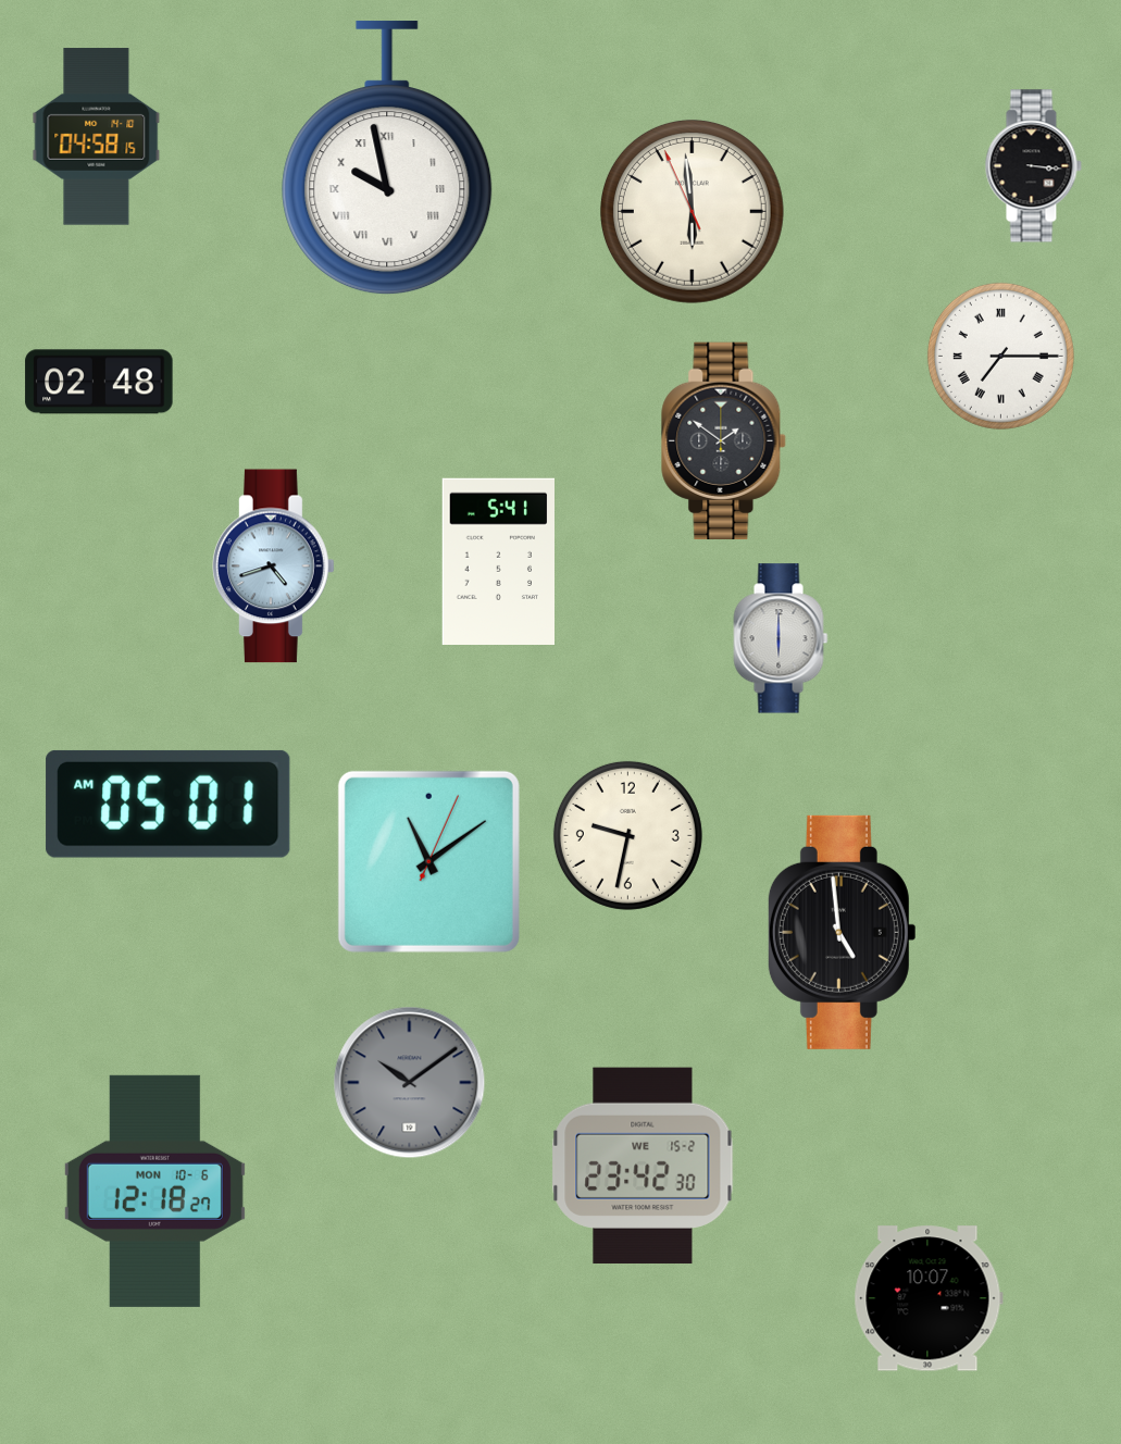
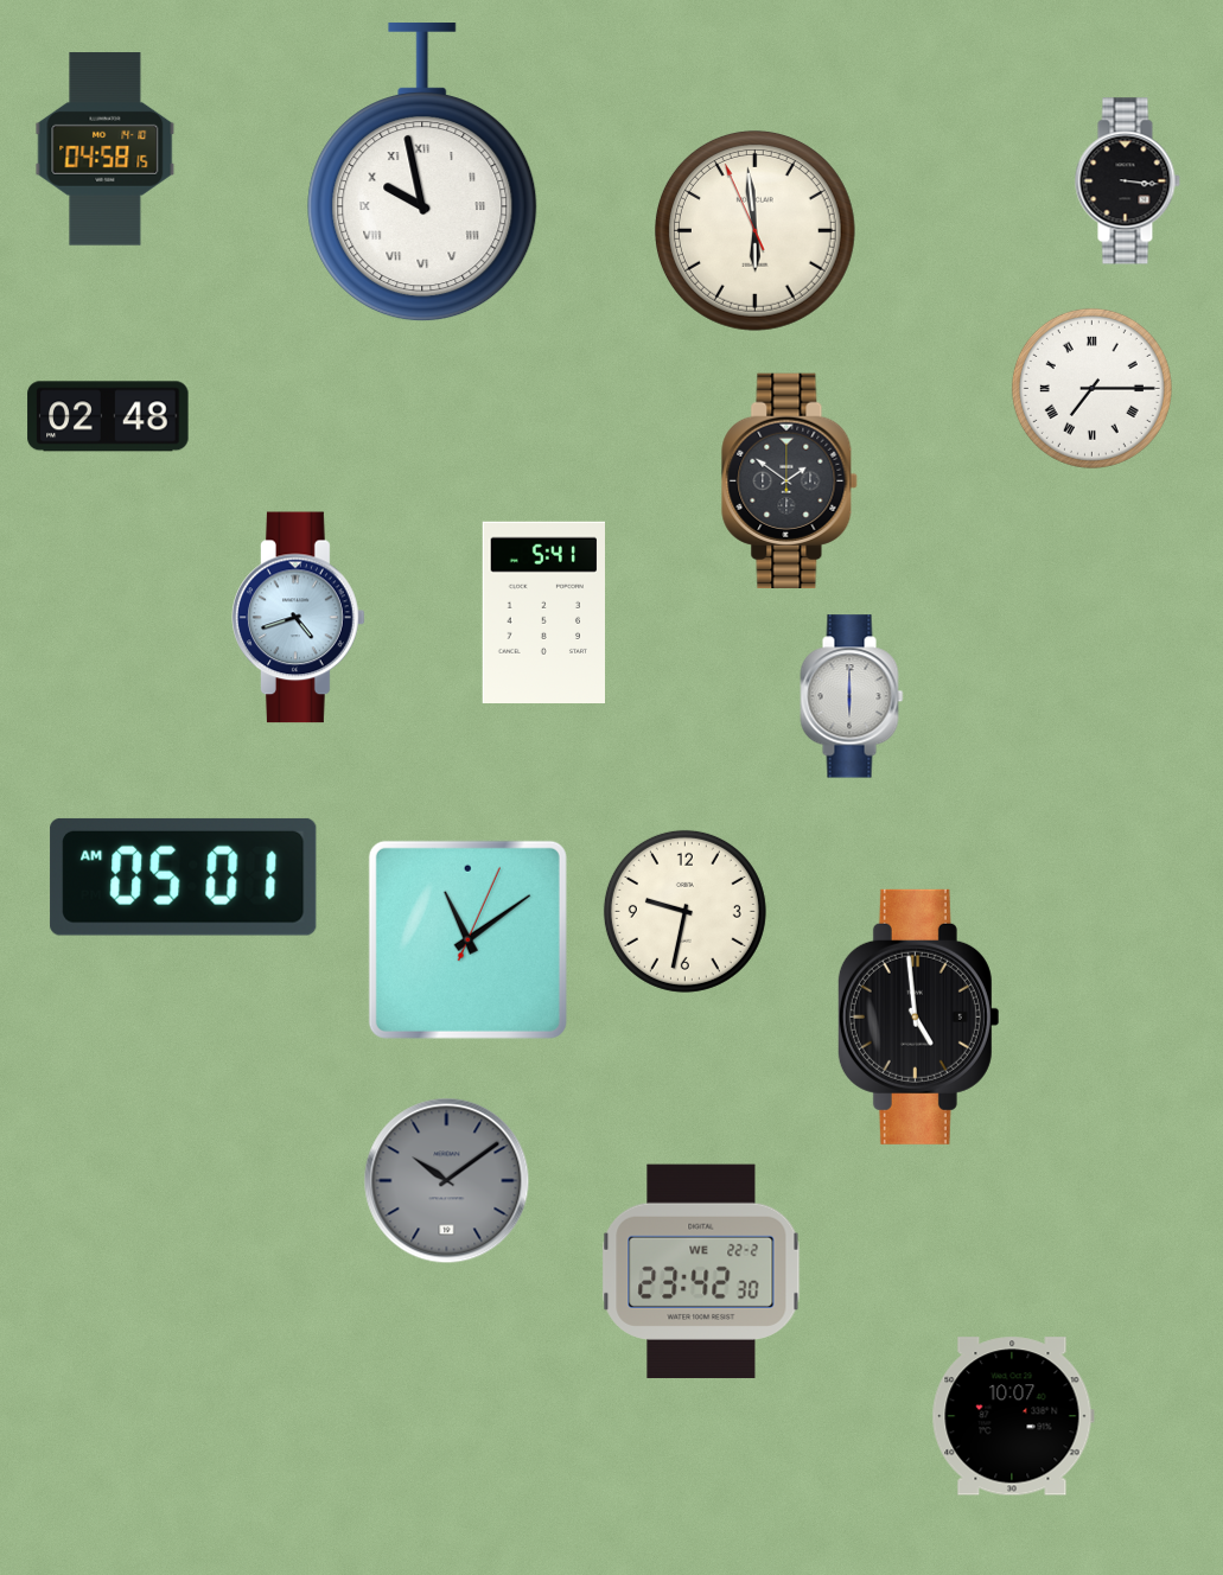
clock at (643, 1166) date: WE 15-2 -> WE 22-2
clock at (154, 1191): 12:18 -> none
